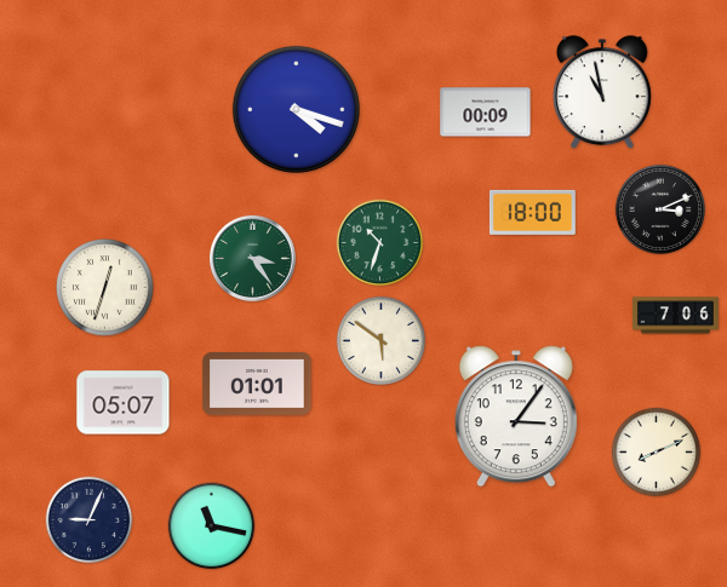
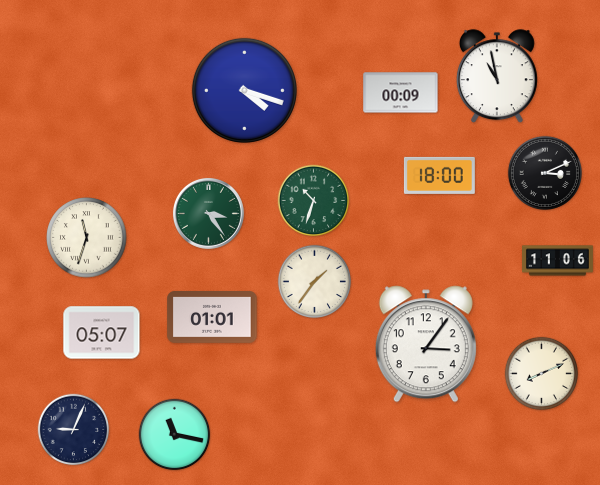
clock at (105, 288): 12:33 -> 11:33
clock at (676, 316): 7:06 -> 11:06
clock at (382, 341): 5:51 -> 1:36
